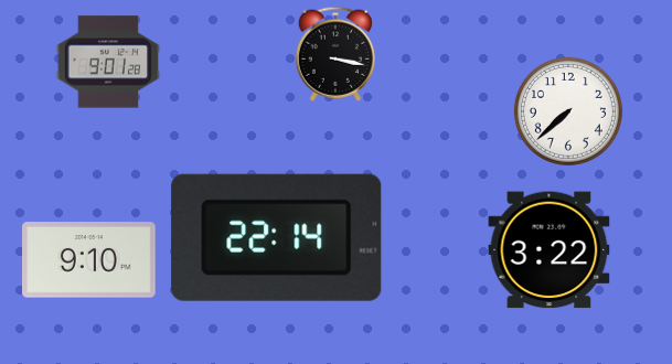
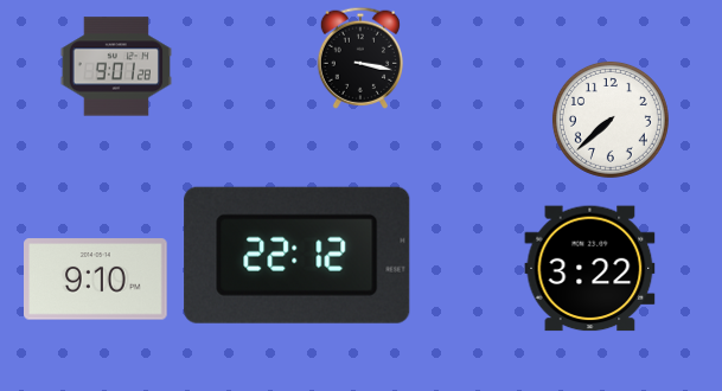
clock at (277, 237): 22:14 -> 22:12
